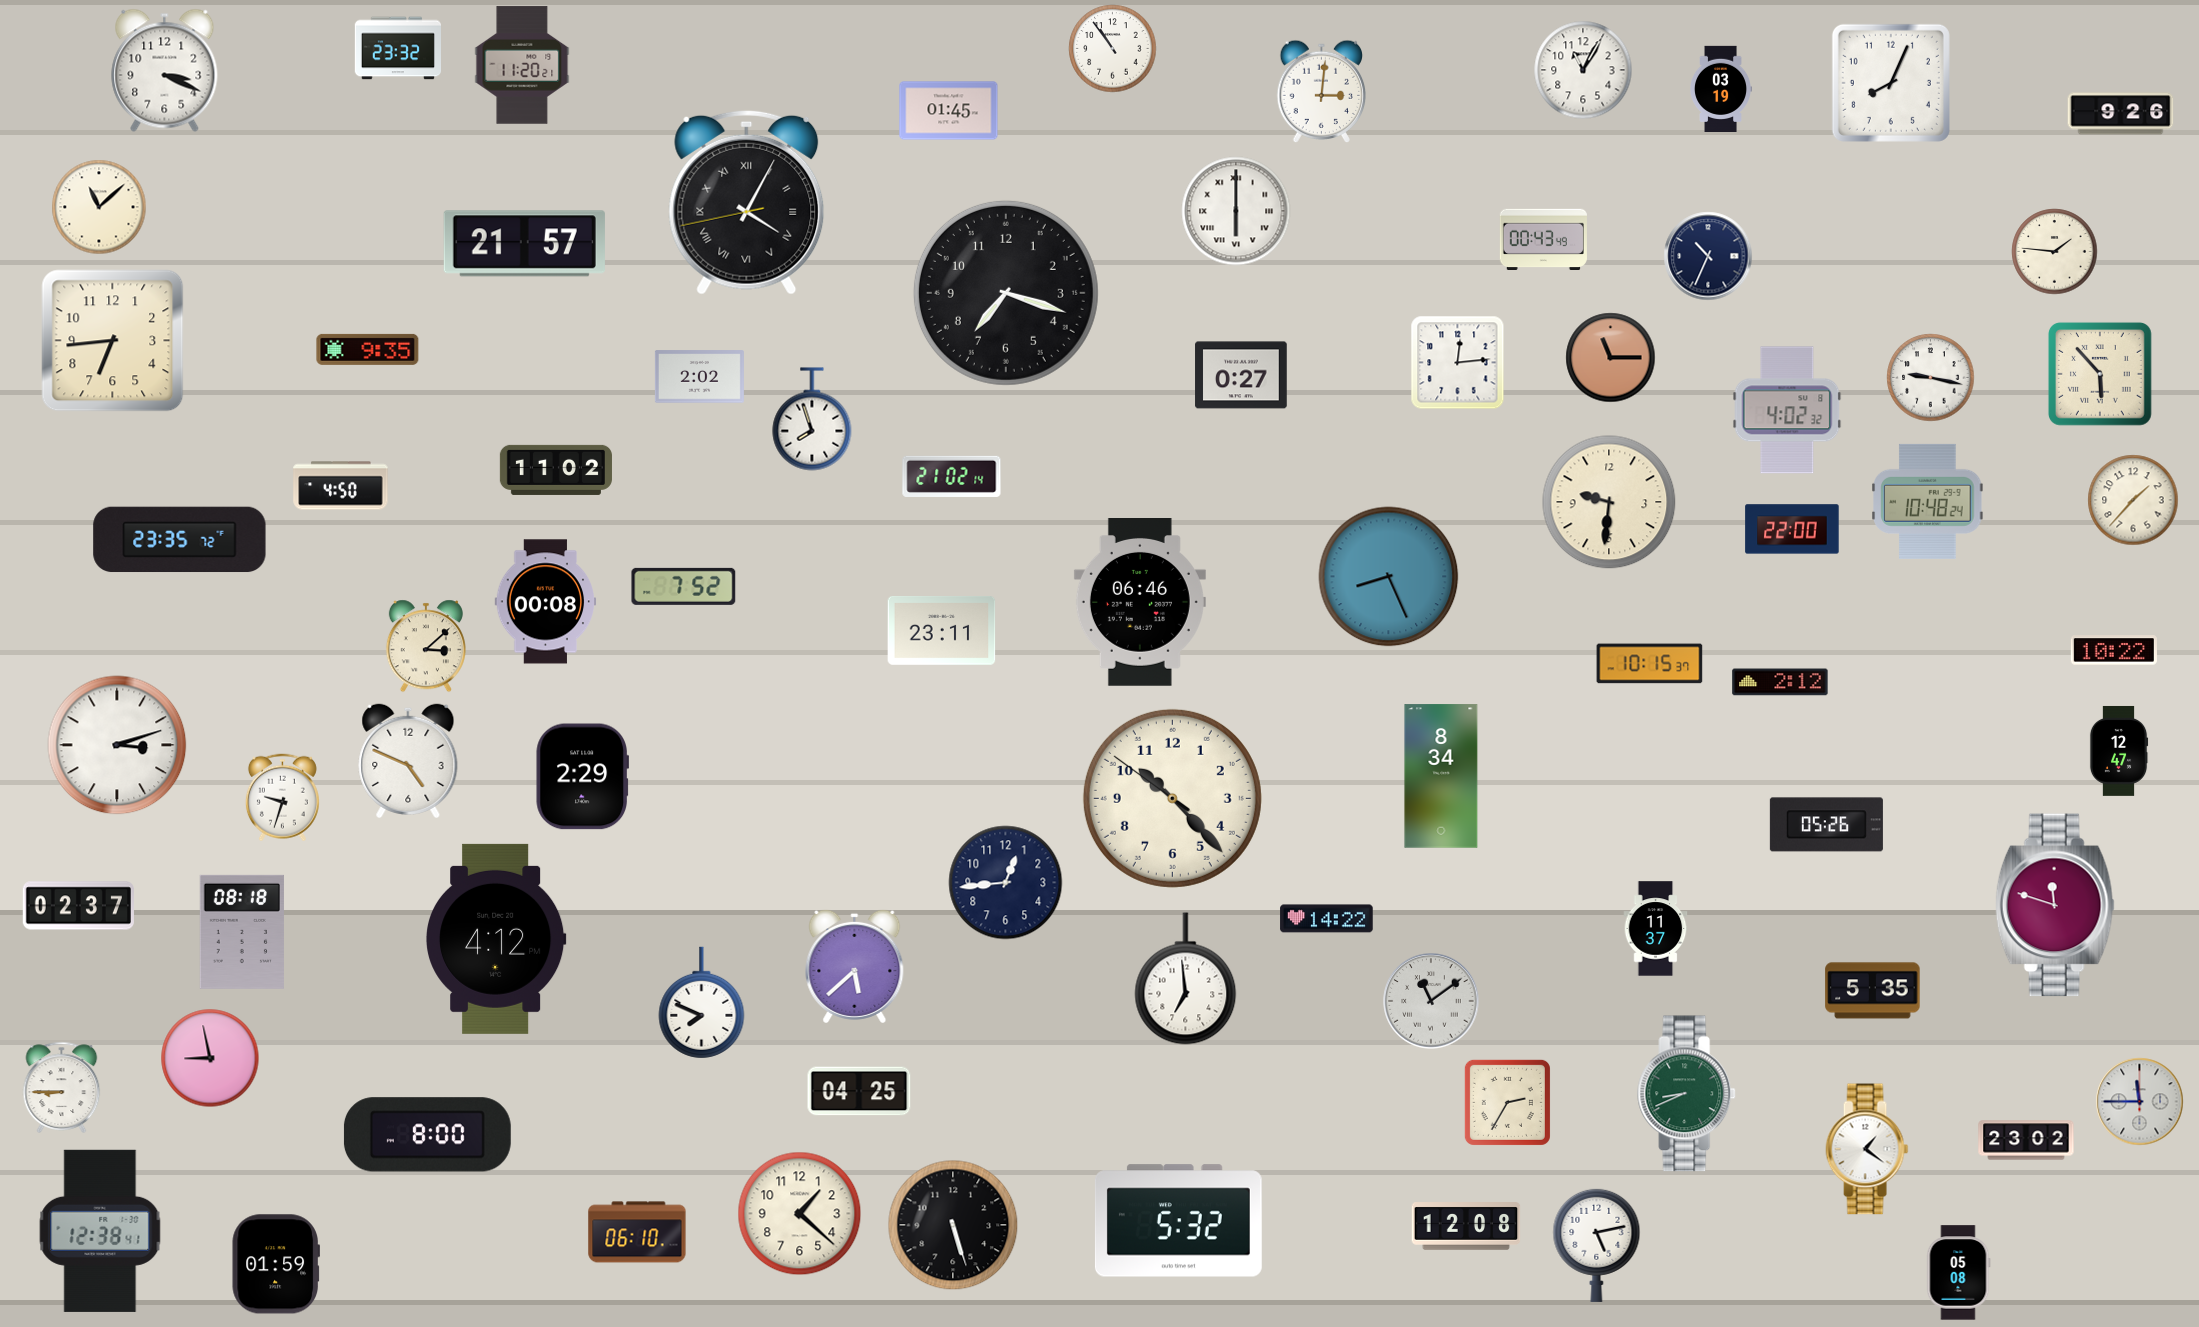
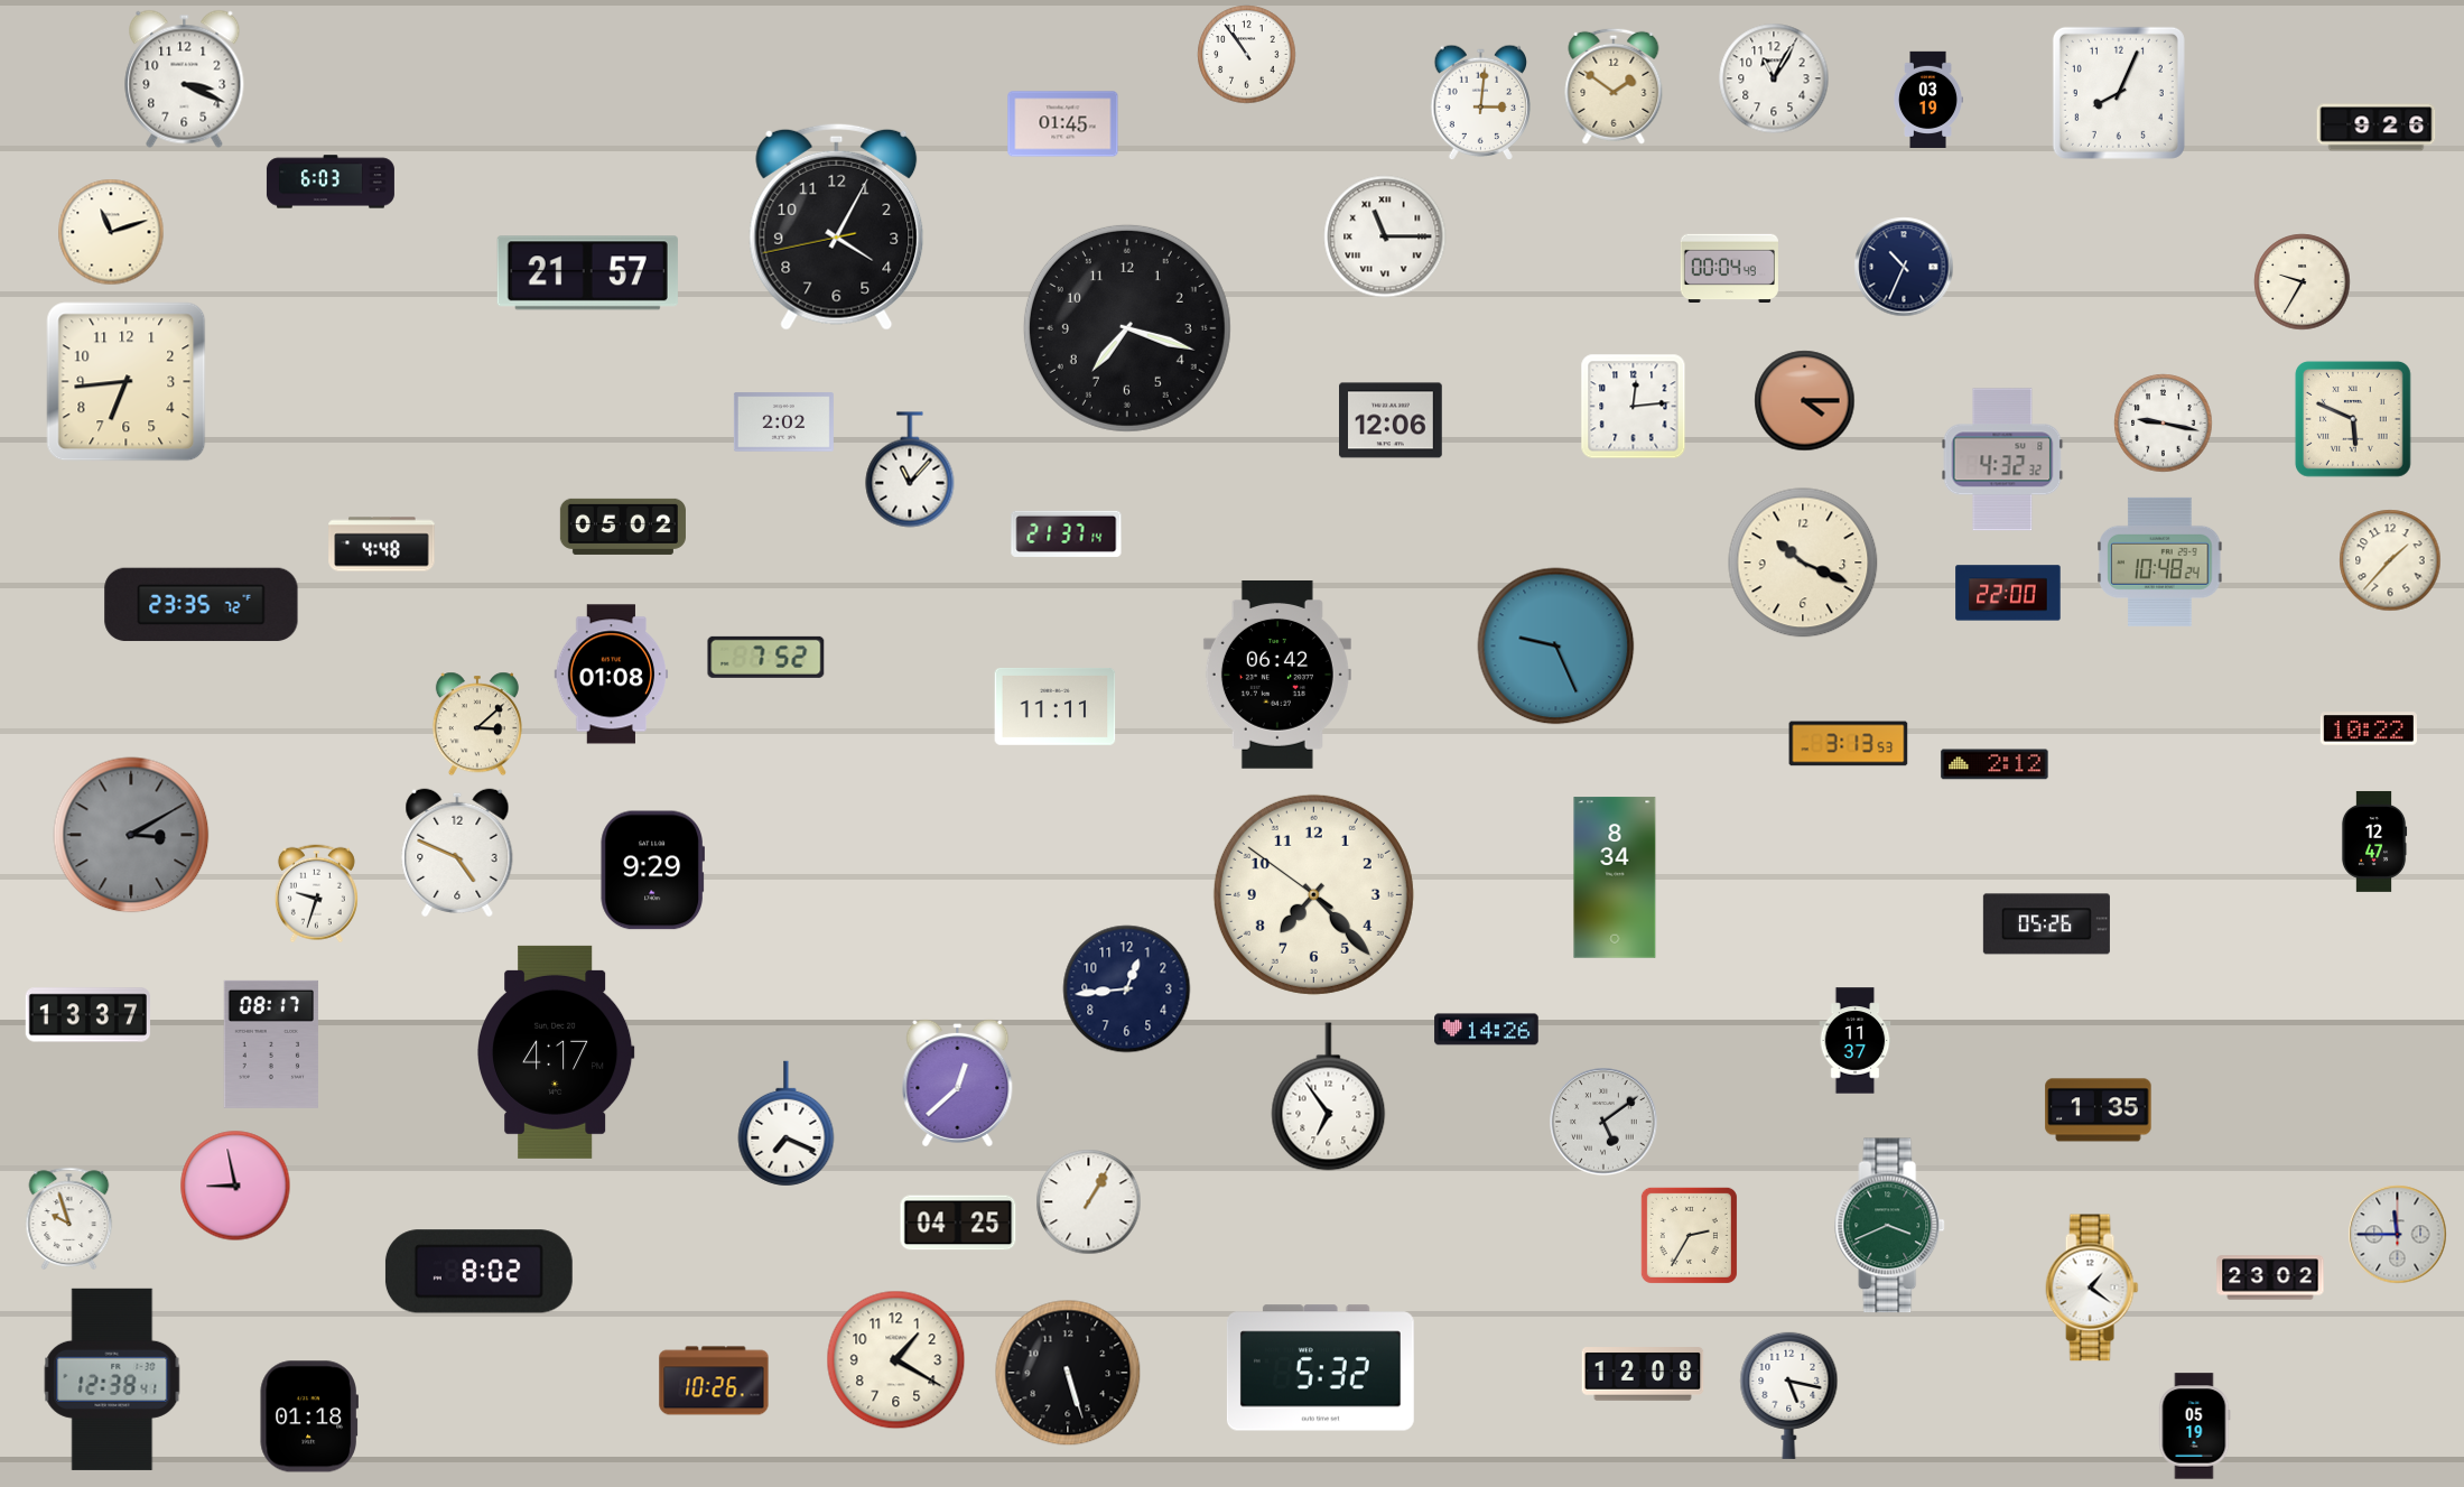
clock at (397, 48): 23:32 -> none
clock at (522, 65): 11:20 -> none
clock at (1614, 86): none -> 1:51
clock at (331, 182): none -> 6:03
clock at (747, 202) numerals: Roman -> Arabic
clock at (99, 207): 11:08 -> 11:12
clock at (1236, 211): 6:00 -> 11:15
clock at (1543, 239): 00:43 -> 00:04
clock at (2055, 252): 1:46 -> 9:35
clock at (1708, 256) position: (1708, 256) -> (1904, 267)
clock at (368, 349): 9:35 -> none
clock at (1611, 358): 11:15 -> 4:15
clock at (2100, 374): 5:53 -> 5:49
clock at (1241, 375): 0:27 -> 12:06
clock at (1787, 410): 4:02 -> 4:32
clock at (812, 419): 7:57 -> 11:07
clock at (556, 470): 11:02 -> 05:02
clock at (952, 476): 21:02 -> 21:37
clock at (341, 486): 4:50 -> 4:48
clock at (1609, 502): 9:31 -> 10:19
clock at (1389, 577): 8:26 -> 9:26
clock at (546, 602): 00:08 -> 01:08
clock at (1140, 603): 06:46 -> 06:42
clock at (942, 631): 23:11 -> 11:11
clock at (1650, 664): 10:15 -> 3:13
clock at (117, 745): 3:12 -> 3:10
clock at (117, 745) dial: white -> grey
clock at (1441, 776) position: (1441, 776) -> (1615, 877)
clock at (582, 777): 2:29 -> 9:29
clock at (1172, 798): 10:22 -> 7:22
clock at (2055, 905): 11:48 -> none
clock at (78, 906): 02:37 -> 13:37
clock at (1327, 919): 14:22 -> 14:26
clock at (242, 932): 08:18 -> 08:17
clock at (497, 939): 4:12 -> 4:17
clock at (855, 966): 5:38 -> 12:38
clock at (1186, 979): 6:59 -> 6:54
clock at (1873, 991): 5:35 -> 1:35
clock at (1431, 1001): 11:09 -> 5:09
clock at (702, 1003): 7:49 -> 7:19
clock at (1089, 1202): none -> 1:05
clock at (62, 1087): 8:45 -> 9:57
clock at (859, 1091) position: (859, 1091) -> (958, 1223)
clock at (1687, 1094): 8:41 -> 3:41
clock at (427, 1135): 8:00 -> 8:02
clock at (800, 1214): 1:22 -> 1:20
clock at (637, 1232): 06:10 -> 10:26
clock at (1597, 1245): 5:13 -> 5:17
clock at (276, 1264): 01:59 -> 01:18
clock at (1958, 1273): 05:08 -> 05:19
